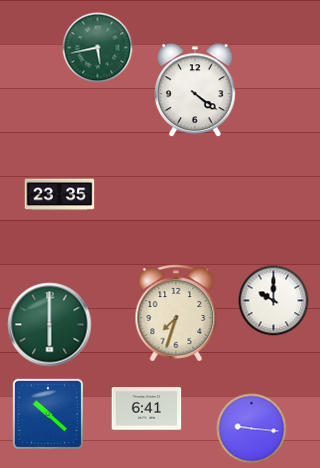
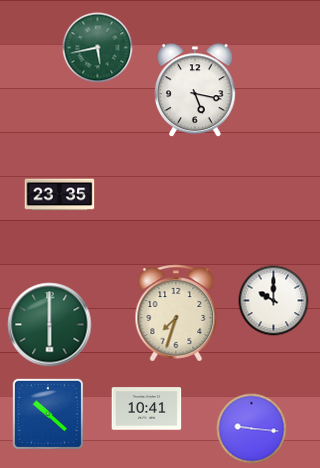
clock at (195, 91): 4:21 -> 5:17
clock at (147, 409): 6:41 -> 10:41
